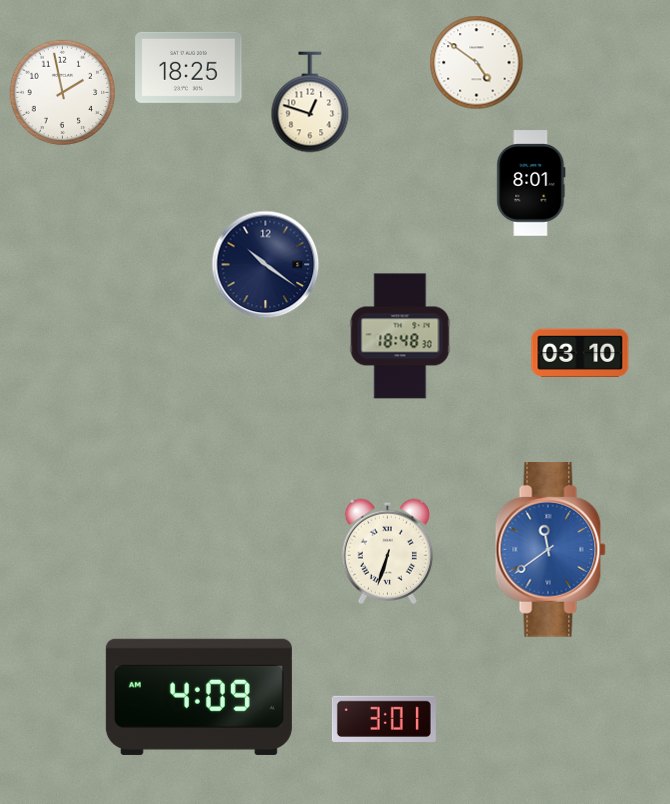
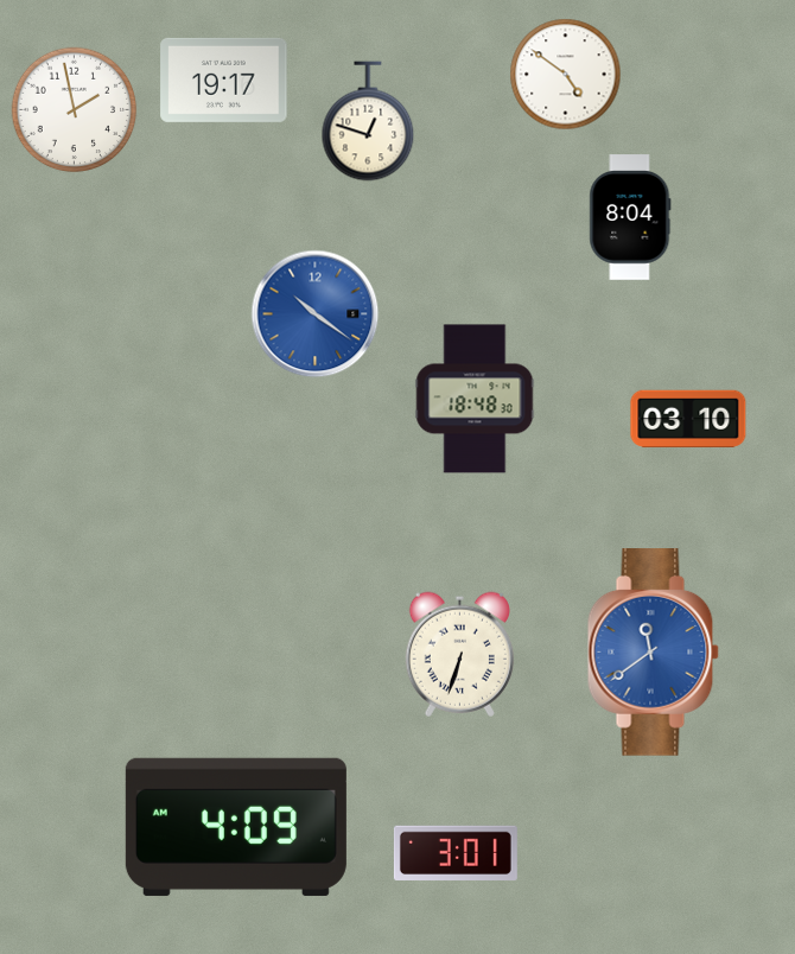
clock at (189, 67): 18:25 -> 19:17
clock at (531, 183): 8:01 -> 8:04
clock at (266, 265) dial: navy -> blue
